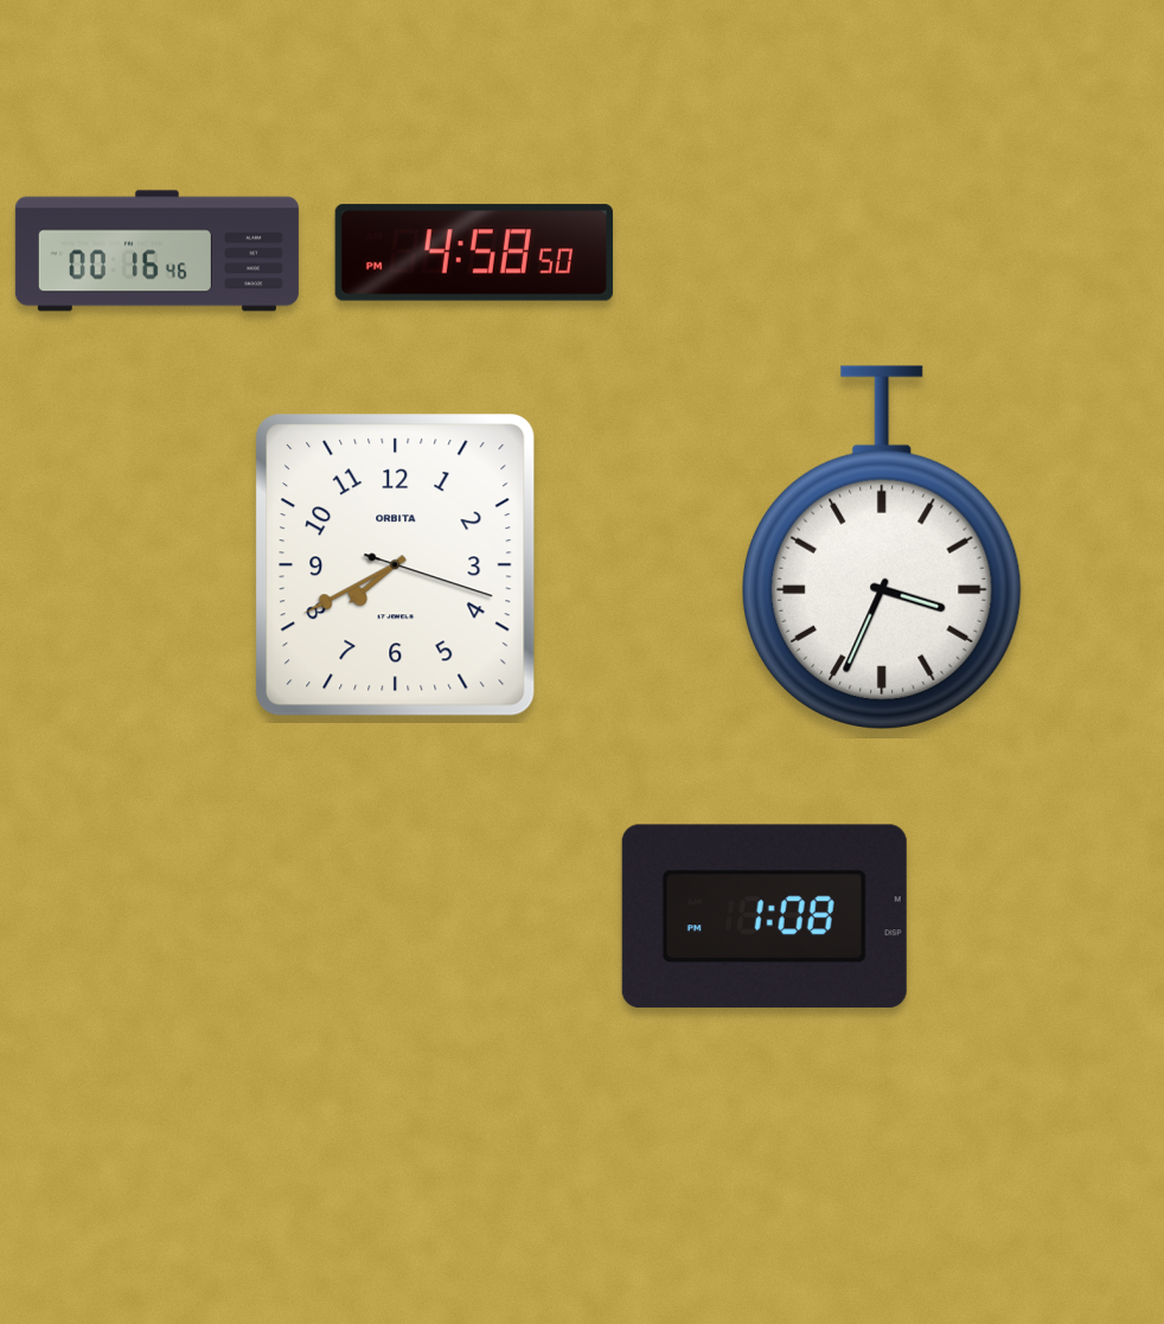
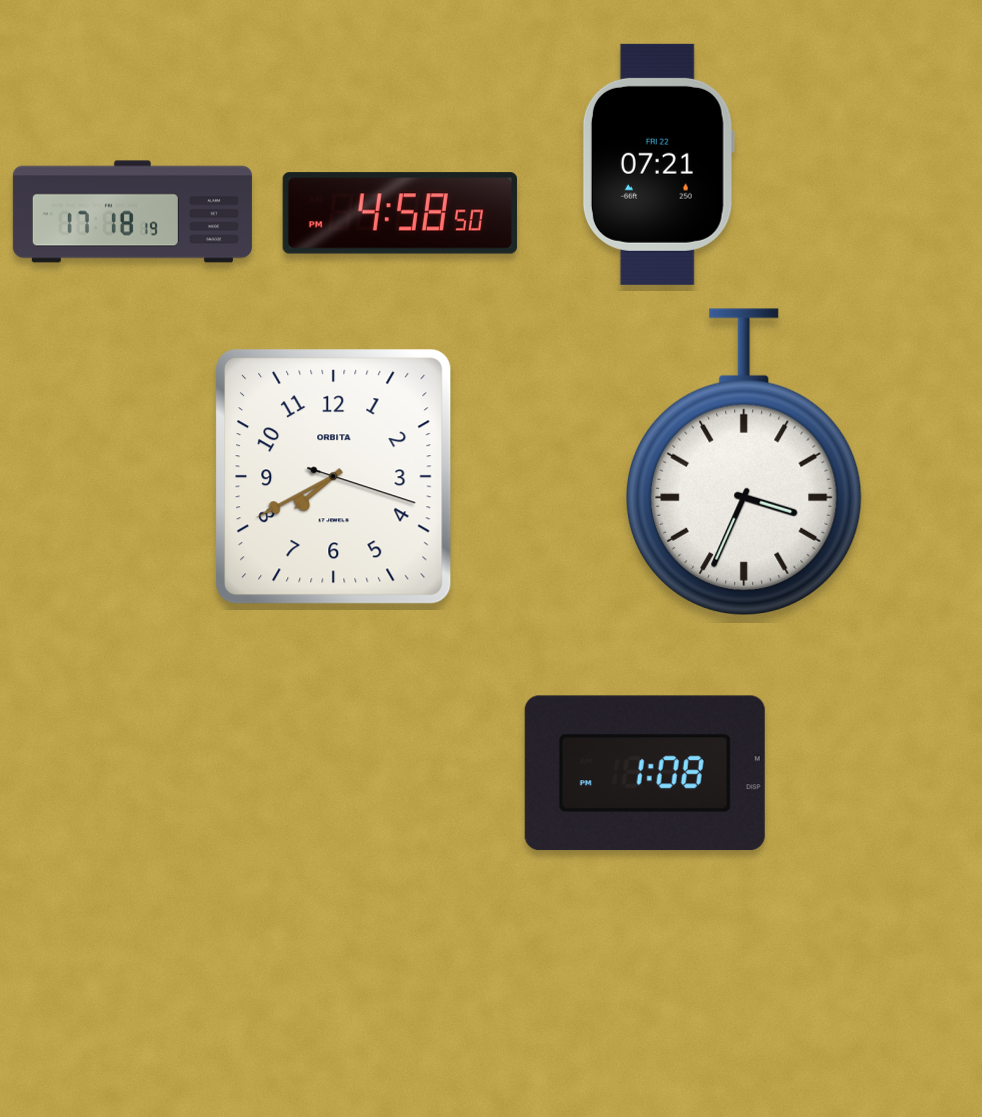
clock at (658, 164): none -> 07:21
clock at (156, 251): 00:16 -> 17:18
